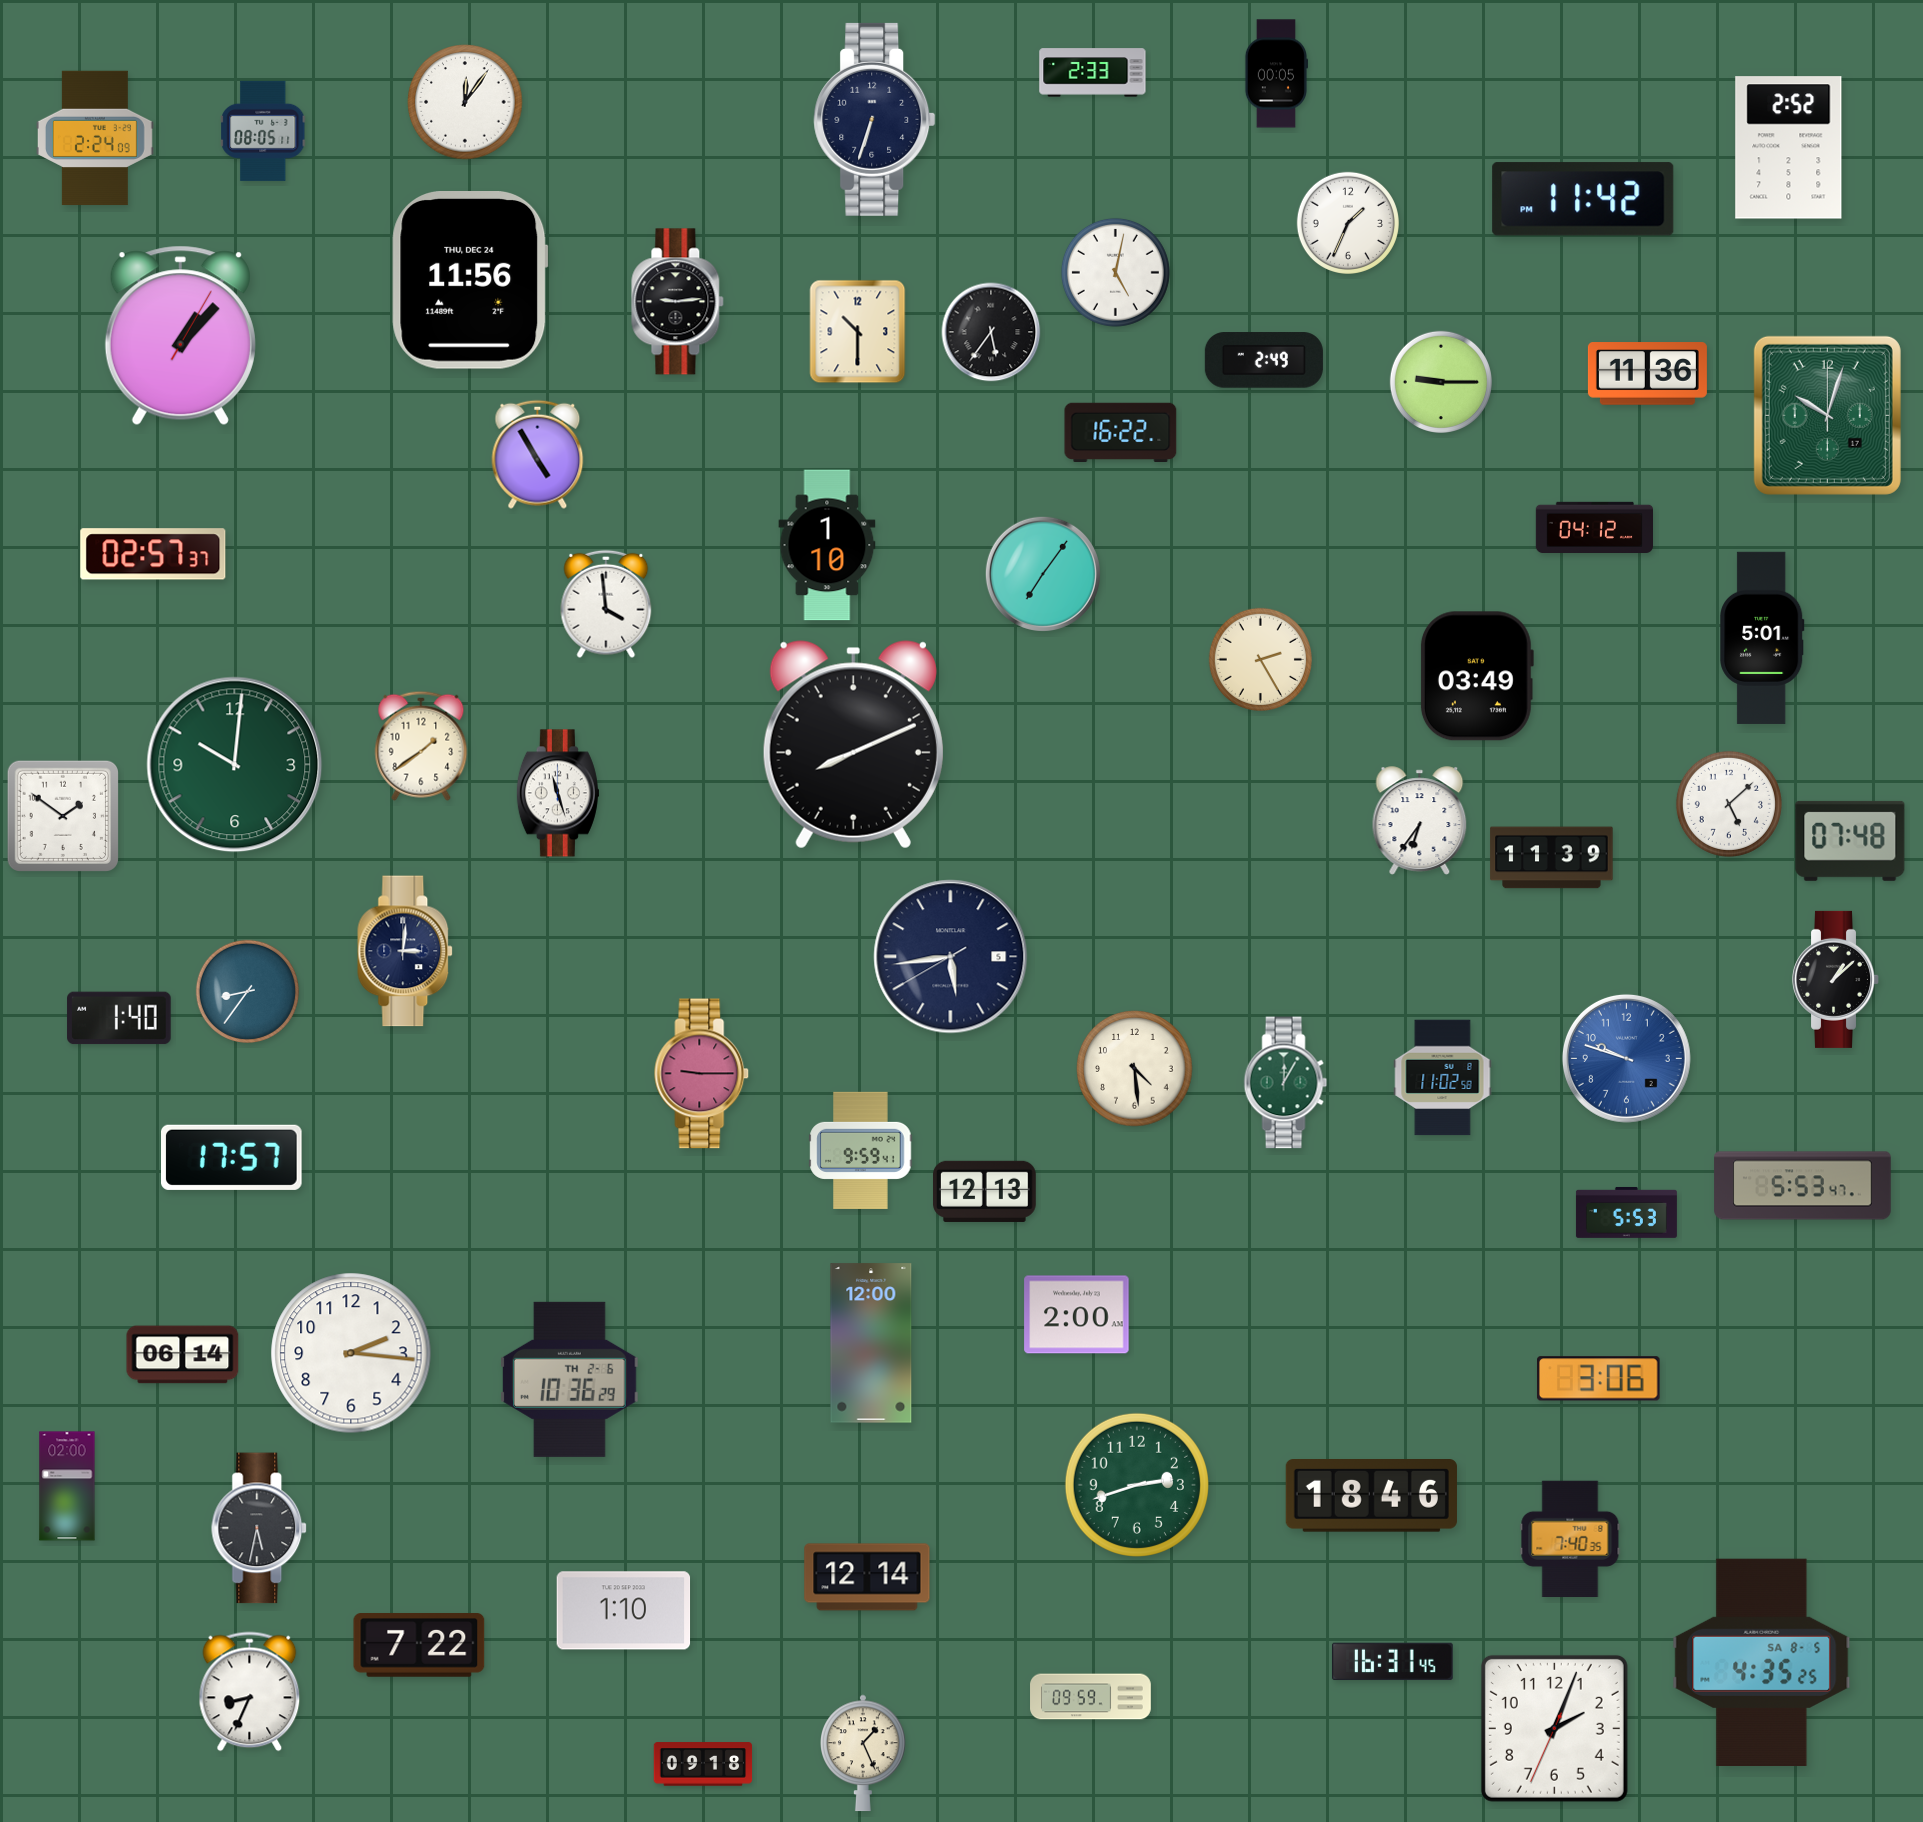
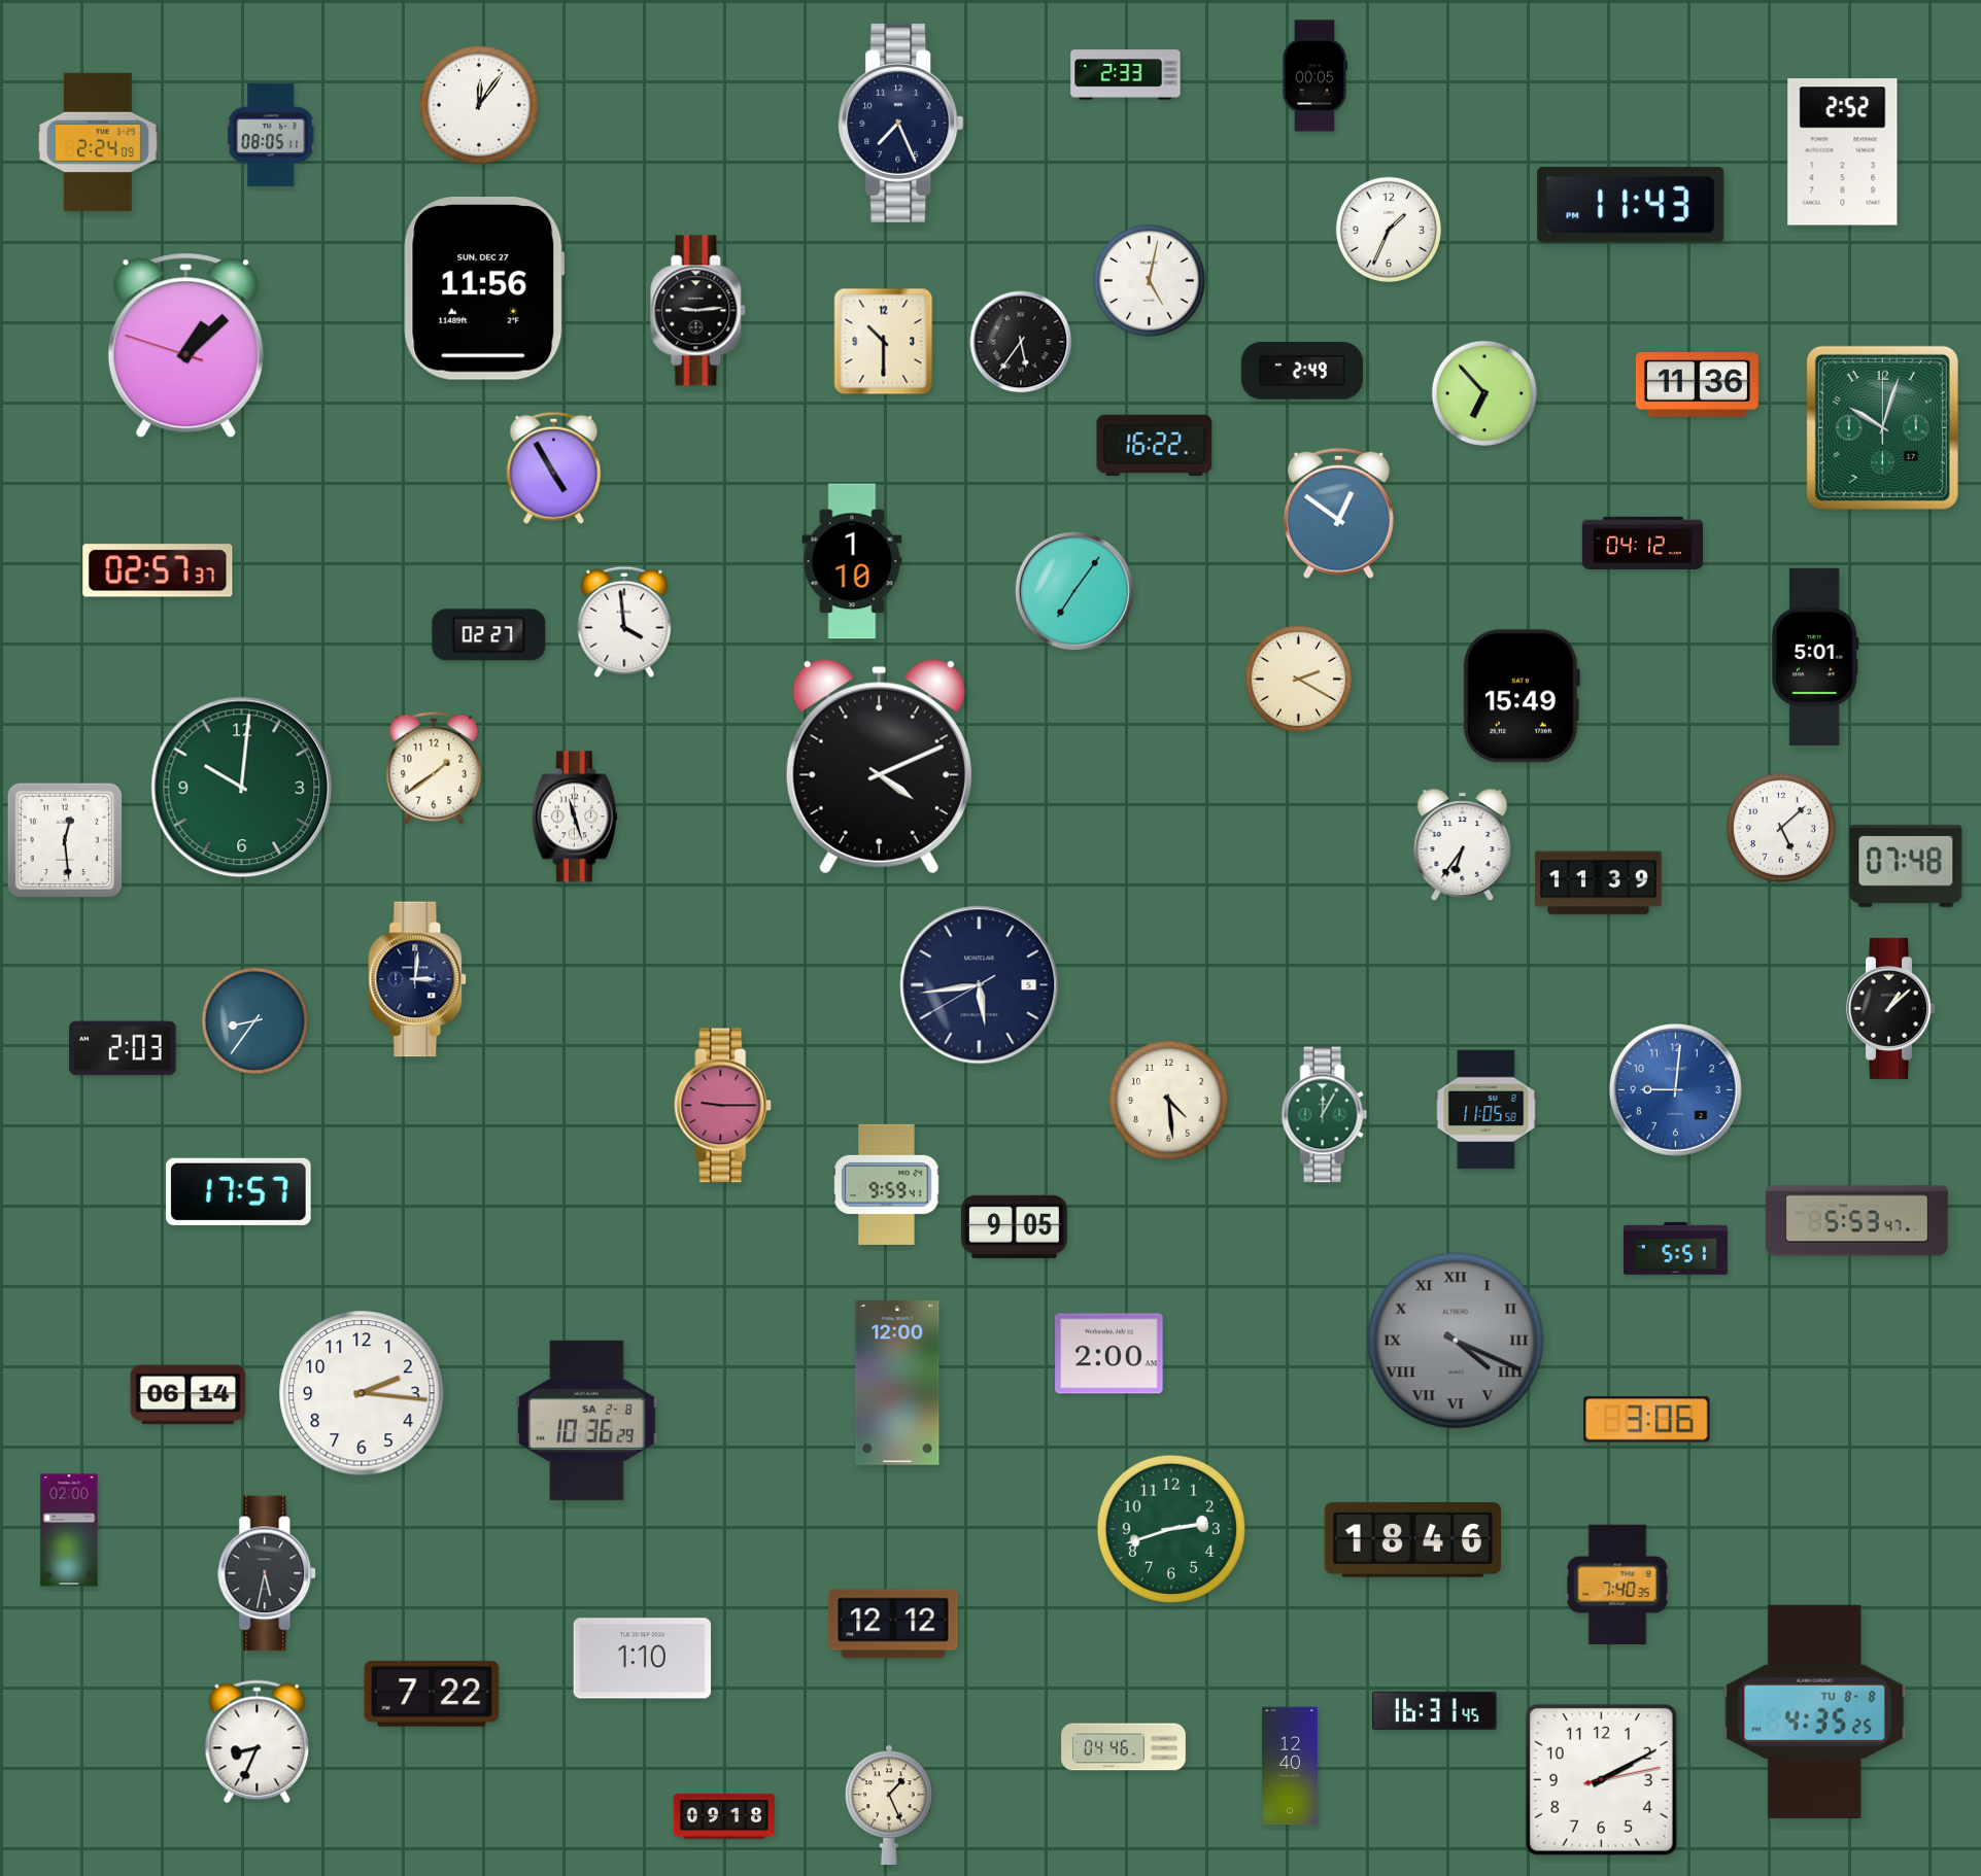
clock at (875, 119): 6:33 -> 7:26
clock at (1583, 199): 11:42 -> 11:43
clock at (470, 281) date: THU, DEC 24 -> SUN, DEC 27
clock at (180, 336): 1:07:05 -> 1:07:48
clock at (1440, 381): 9:15 -> 6:53
clock at (1338, 513): none -> 12:51
clock at (489, 635): none -> 02:27
clock at (1260, 659): 2:25 -> 2:20
clock at (1476, 676): 03:49 -> 15:49
clock at (853, 745): 8:11 -> 4:11
clock at (63, 816): 1:51 -> 12:29
clock at (119, 1018): 1:40 -> 2:03
clock at (1626, 1058): 9:48 -> 9:01
clock at (1443, 1078): 11:02 -> 11:05
clock at (985, 1191): 12:13 -> 9:05
clock at (1626, 1212): 5:53 -> 5:51
clock at (1456, 1341): none -> 4:19
clock at (570, 1379) date: TH 2-6 -> SA 2-8
clock at (867, 1577): 12:14 -> 12:12
clock at (1762, 1662) date: SA 8-5 -> TU 8-8
clock at (1091, 1697): 09:59 -> 04:46
clock at (1291, 1766): none -> 12:40
clock at (1554, 1728): 2:03 -> 2:10
